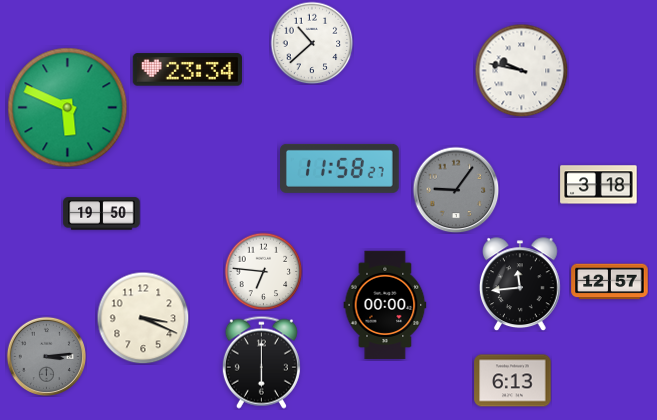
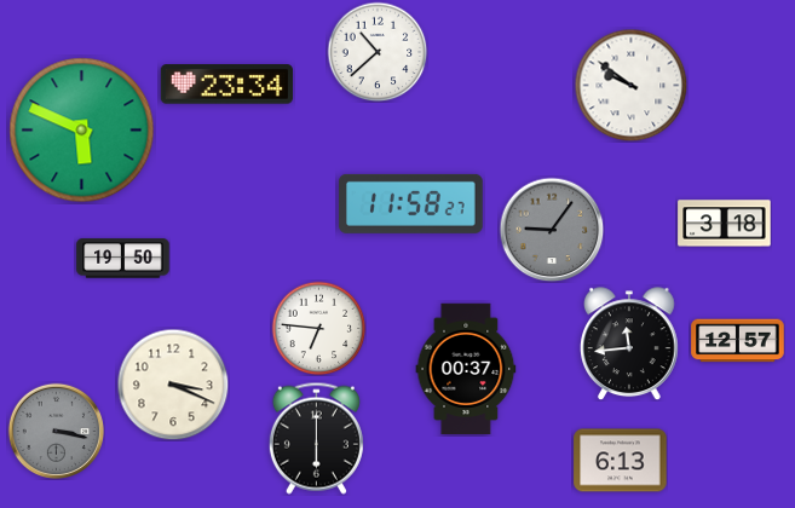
clock at (521, 70): 9:47 -> 9:51
clock at (385, 305): 00:00 -> 00:37
clock at (46, 356): 3:14 -> 3:17
